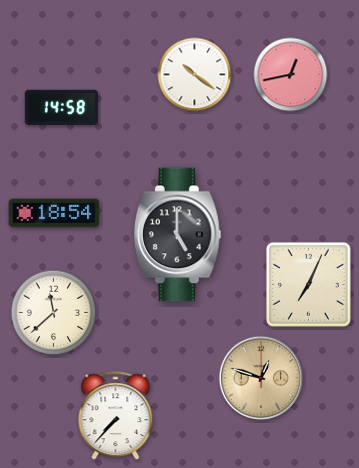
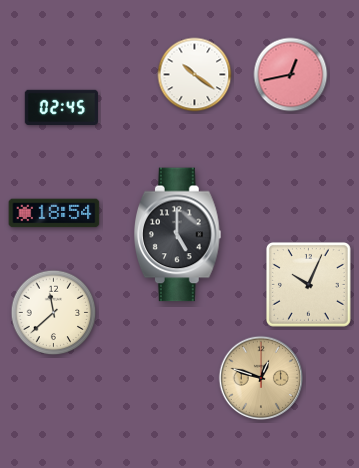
clock at (61, 107): 14:58 -> 02:45
clock at (308, 284): 7:04 -> 10:04
clock at (116, 416): 7:37 -> none
